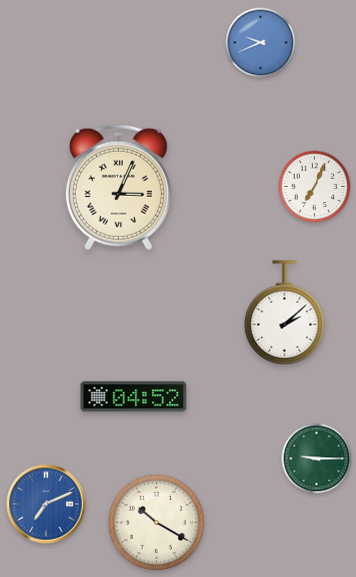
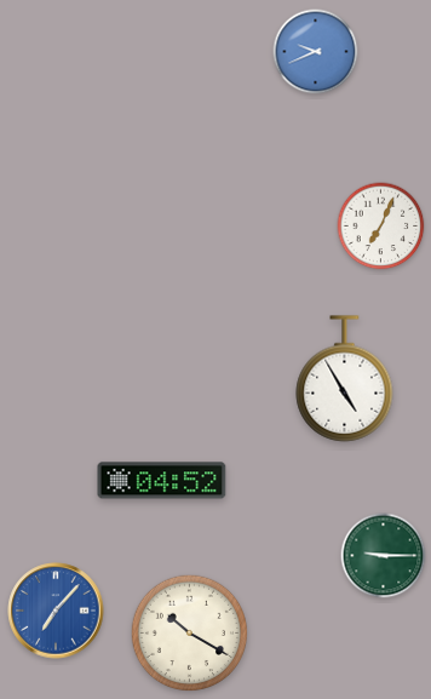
clock at (118, 188): 3:04 -> none
clock at (285, 313): 2:08 -> 4:55
clock at (46, 504): 7:11 -> 7:07
